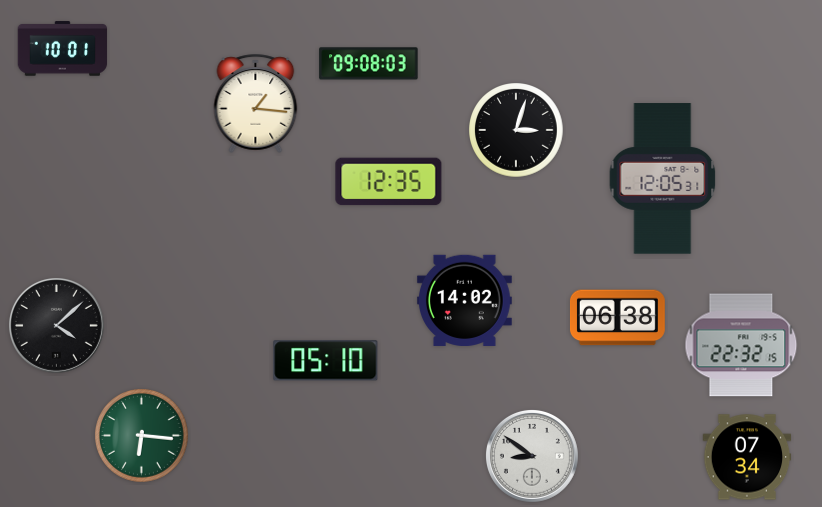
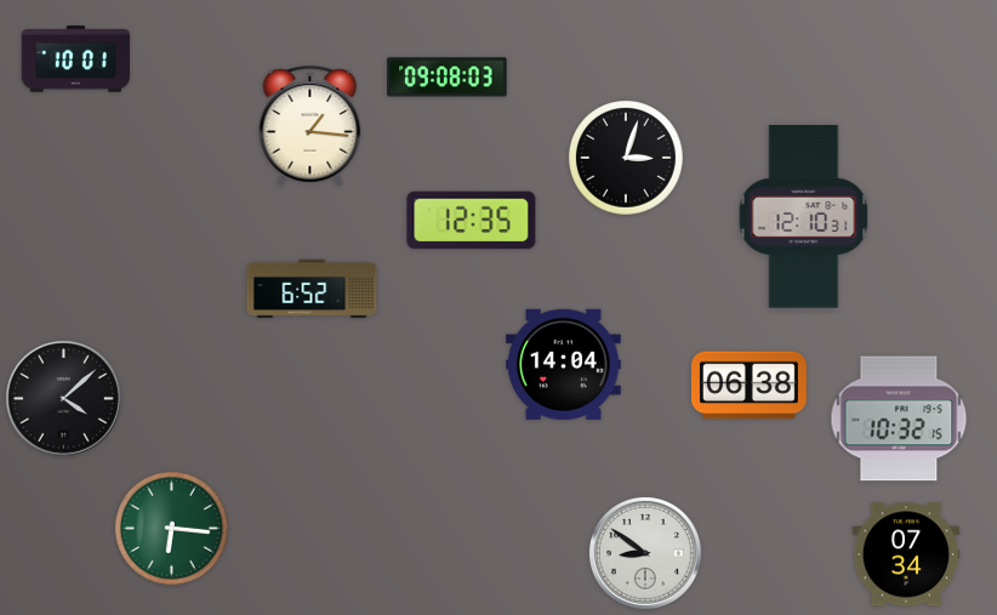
clock at (663, 179): 12:05 -> 12:10
clock at (312, 289): none -> 6:52
clock at (464, 300): 14:02 -> 14:04
clock at (56, 325) position: (56, 325) -> (63, 398)
clock at (741, 345): 22:32 -> 10:32
clock at (326, 361): 05:10 -> none
